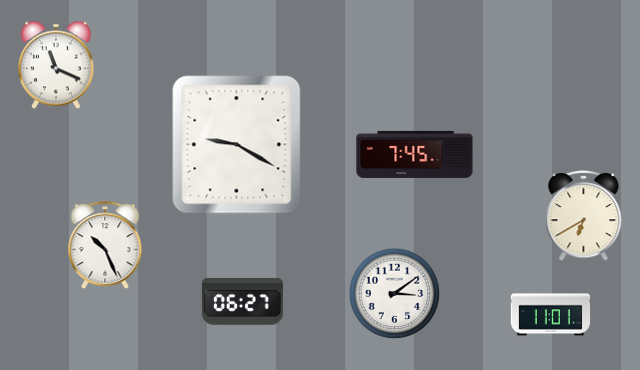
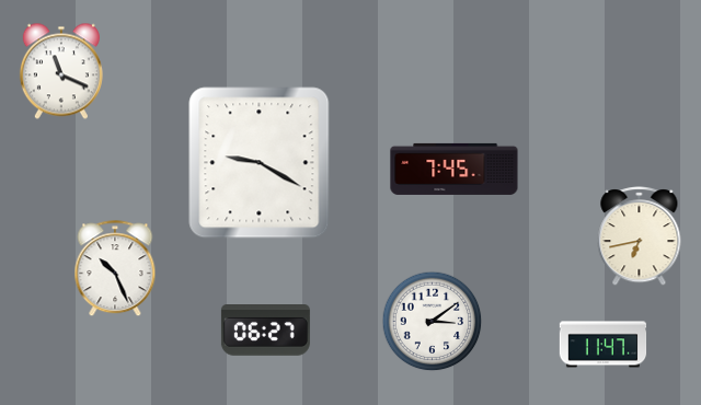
clock at (237, 145) position: (237, 145) -> (260, 163)
clock at (584, 216): 6:40 -> 6:43
clock at (551, 315): 11:01 -> 11:47
